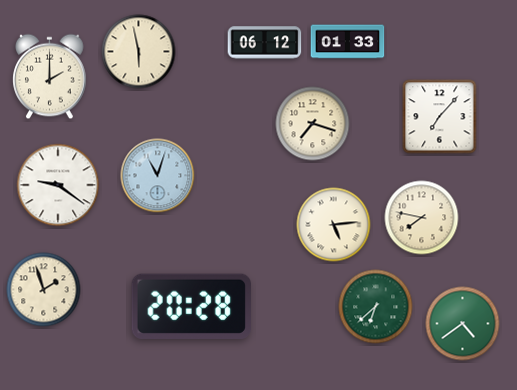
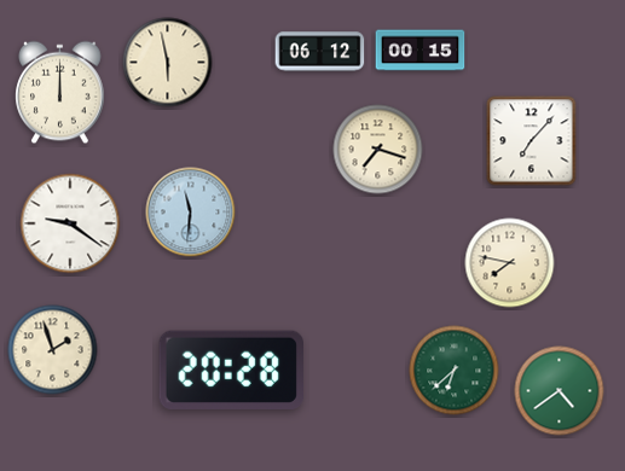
clock at (348, 42): 01:33 -> 00:15
clock at (50, 77): 2:00 -> 12:00
clock at (158, 176): 11:03 -> 11:31
clock at (334, 225): 5:14 -> none
